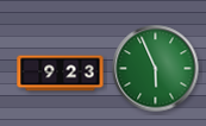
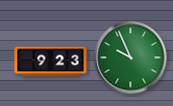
clock at (156, 69): 5:56 -> 9:56
